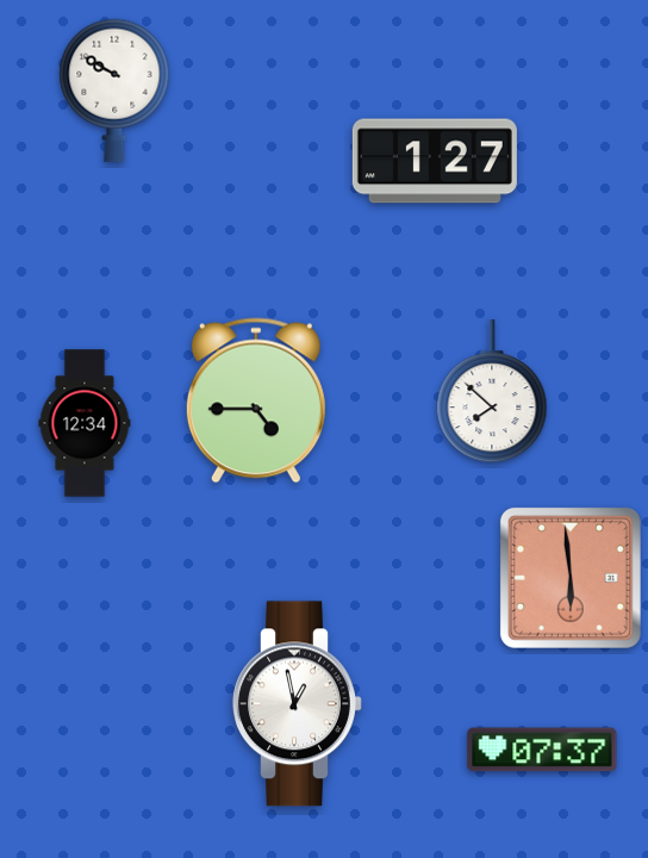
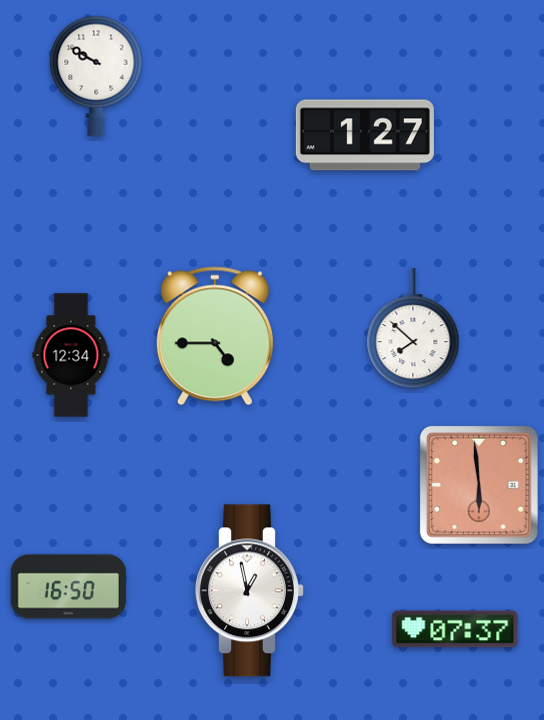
clock at (68, 587): none -> 16:50
